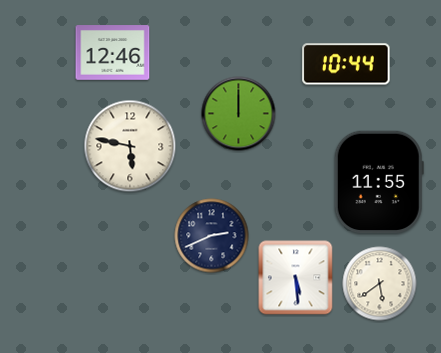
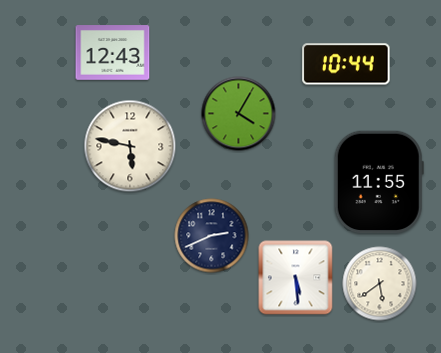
clock at (113, 53): 12:46 -> 12:43
clock at (239, 114): 12:00 -> 4:05
